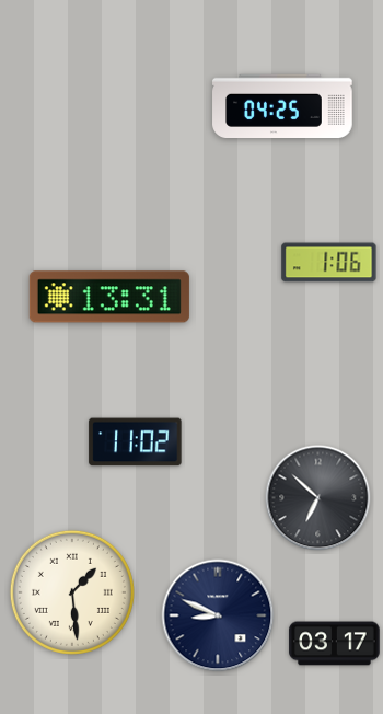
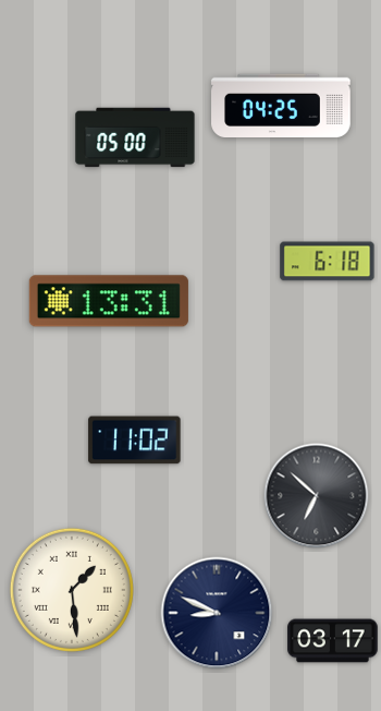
clock at (135, 137): none -> 05:00
clock at (329, 263): 1:06 -> 6:18
clock at (109, 297) position: (109, 297) -> (109, 301)
